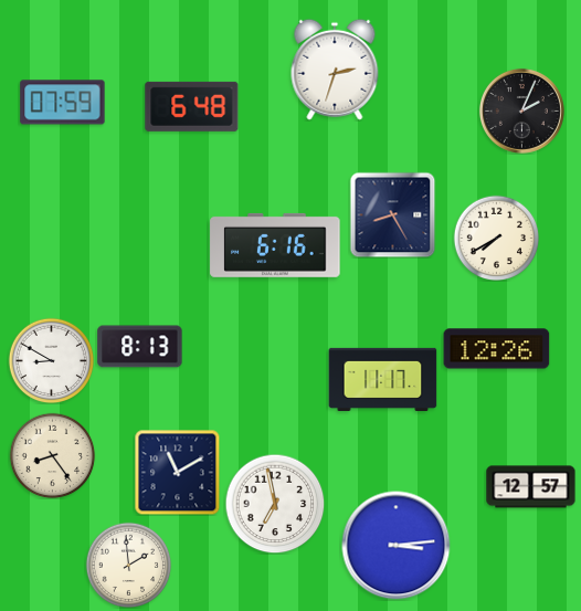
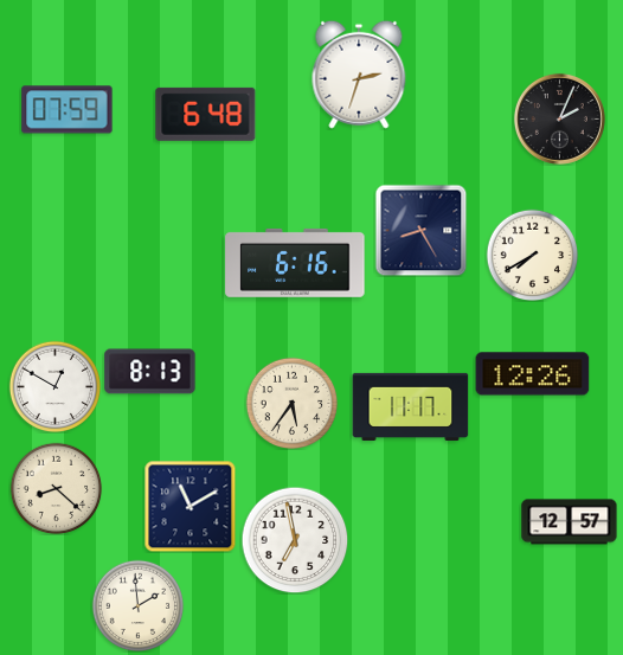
clock at (51, 360): 8:50 -> 12:50
clock at (291, 403): none -> 5:36
clock at (52, 455): 8:24 -> 8:22
clock at (397, 546): 3:14 -> none
